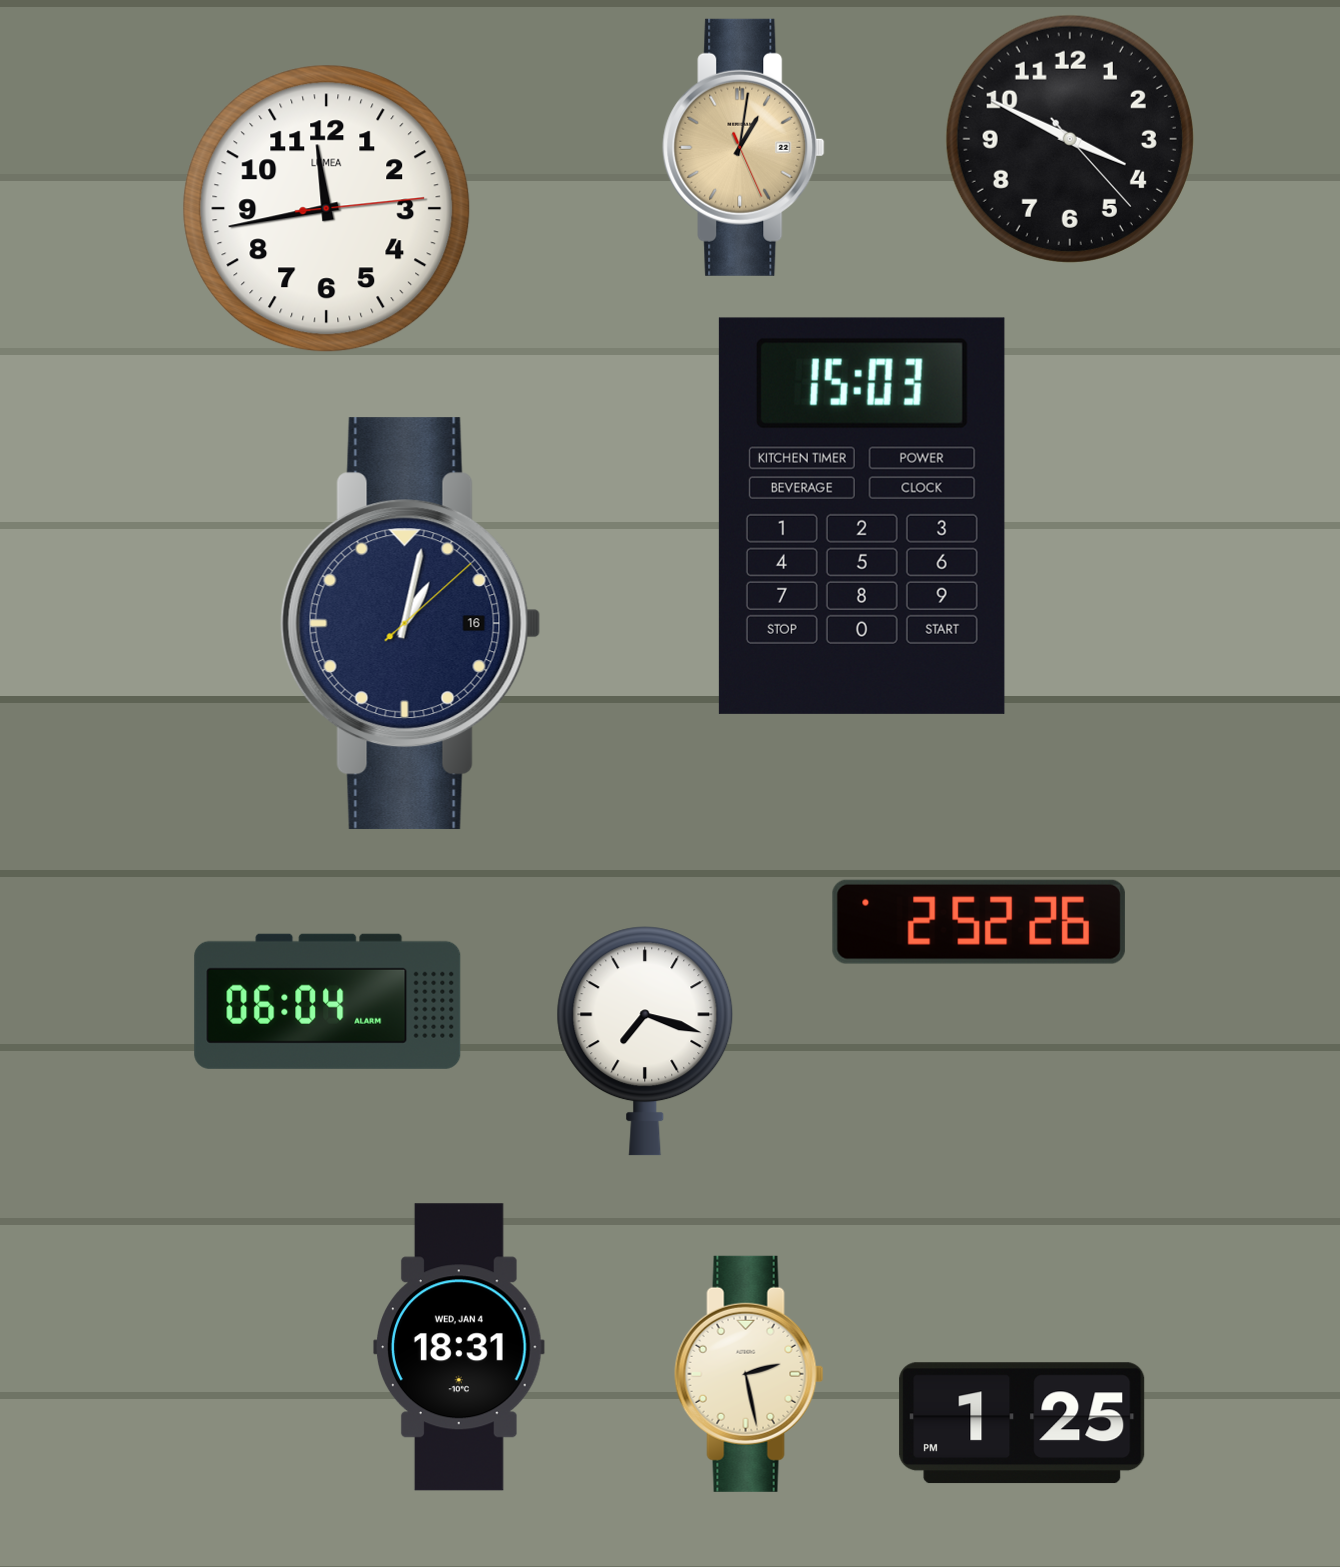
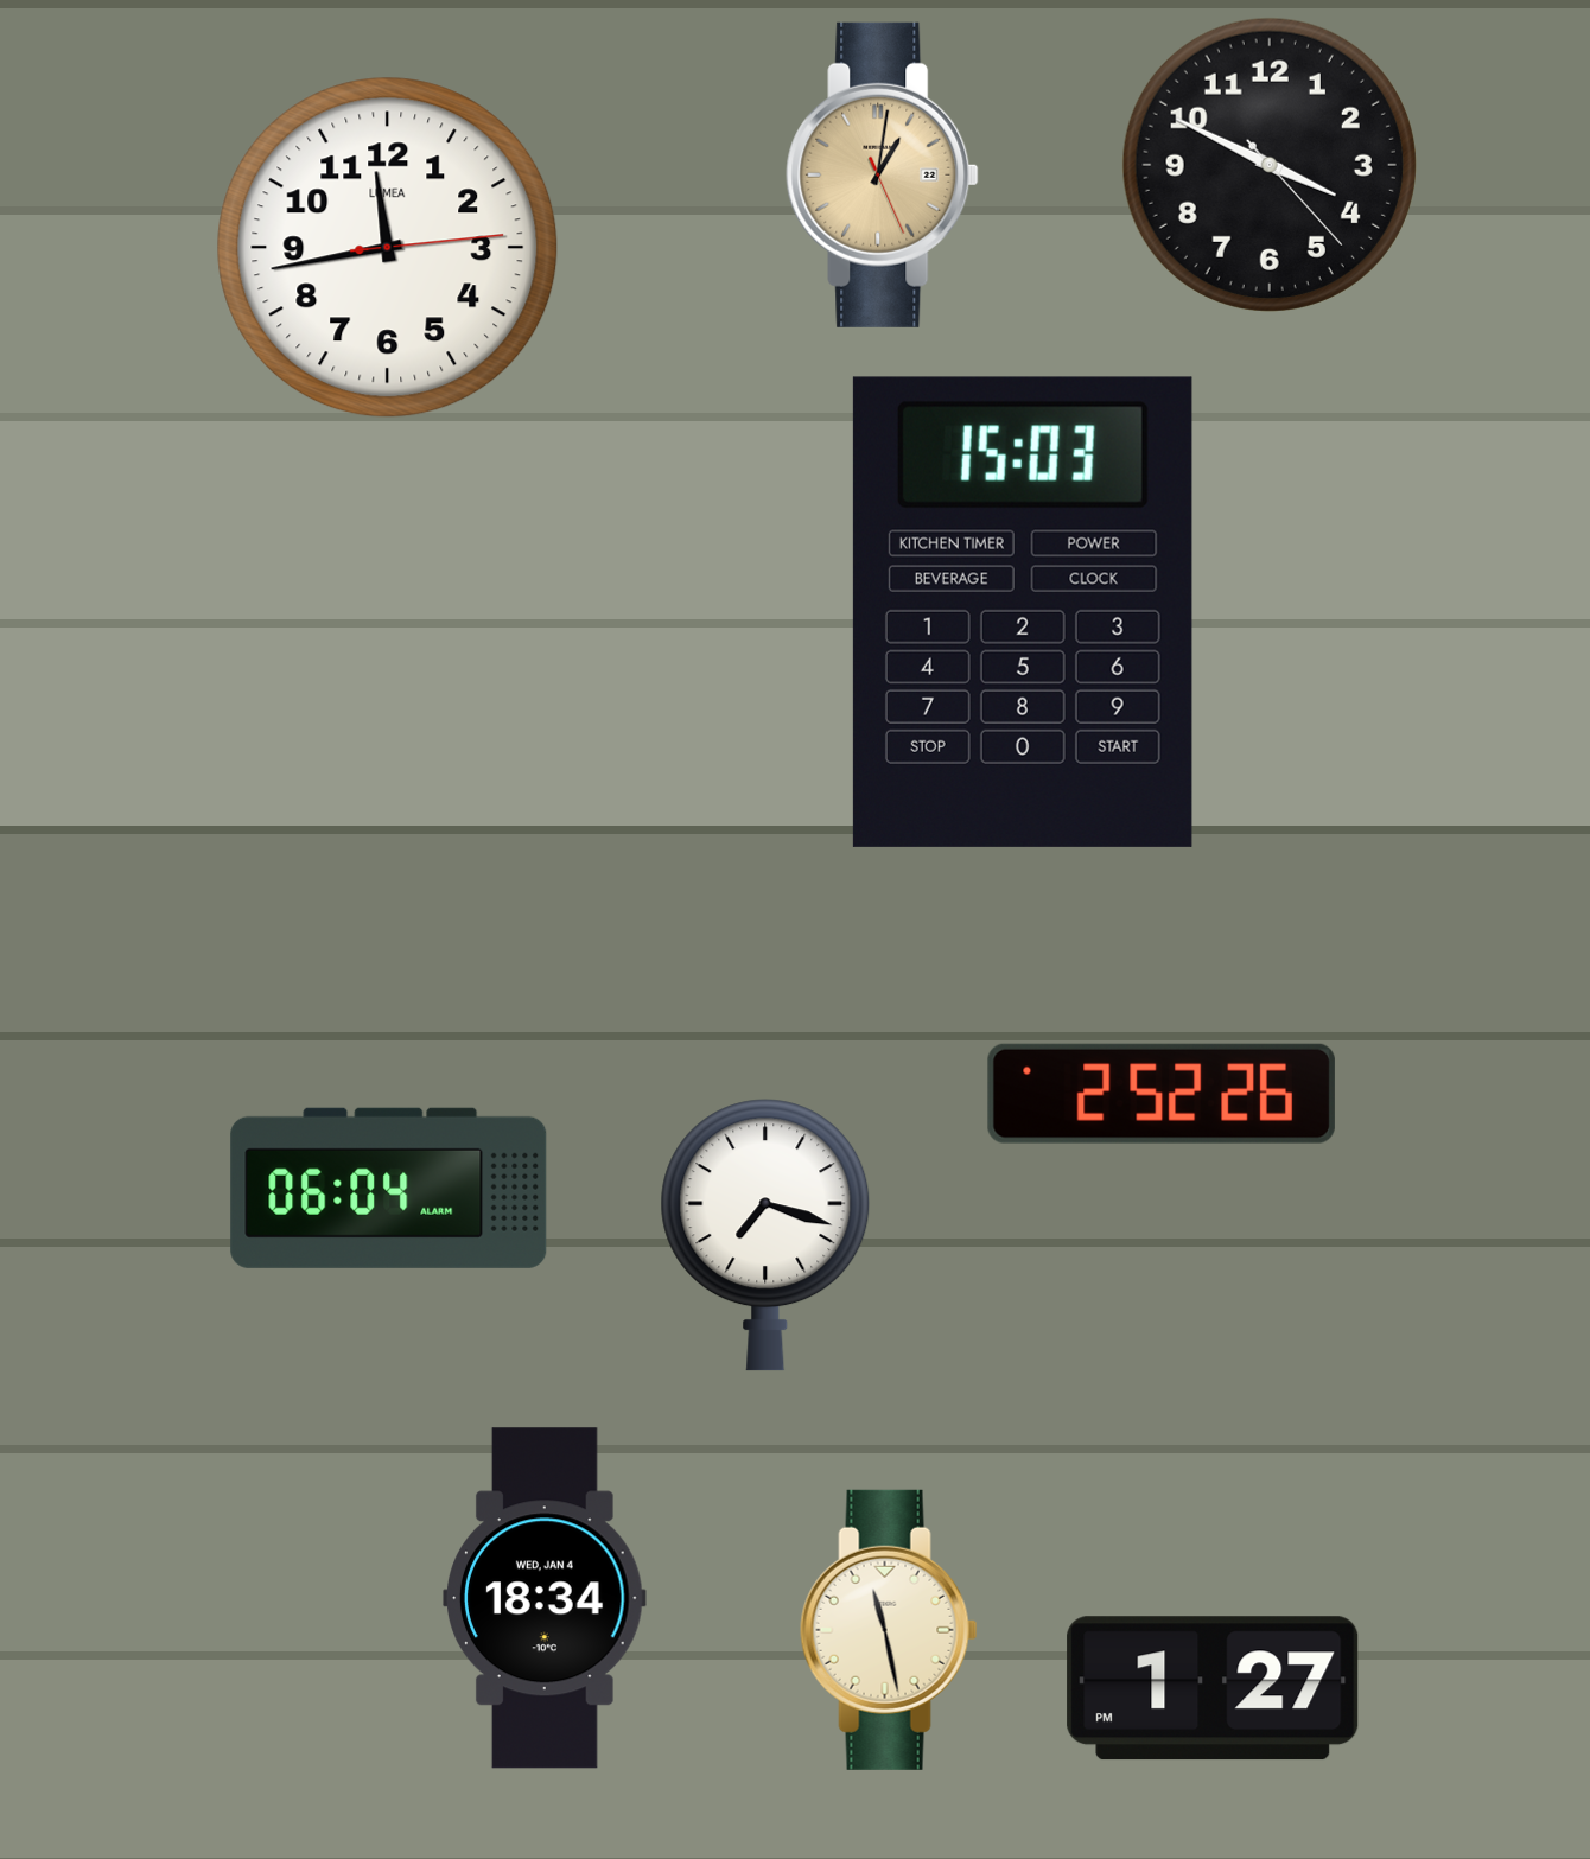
clock at (411, 624): 1:02 -> none
clock at (459, 1347): 18:31 -> 18:34
clock at (749, 1374): 2:28 -> 11:28
clock at (1022, 1423): 1:25 -> 1:27
